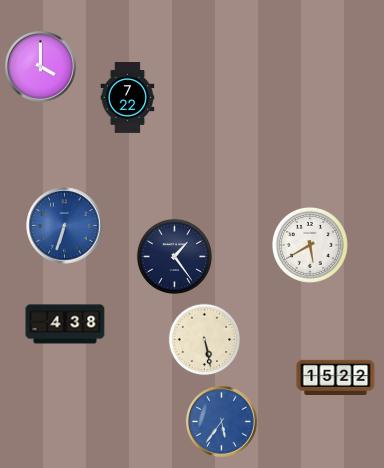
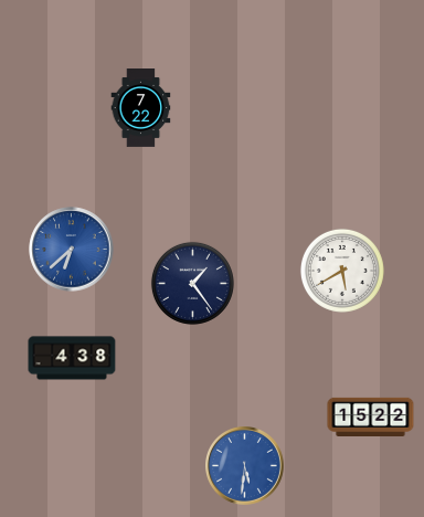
clock at (41, 67): 4:00 -> none
clock at (65, 226): 6:33 -> 6:38
clock at (205, 340): 5:28 -> none
clock at (222, 422): 5:36 -> 5:31
